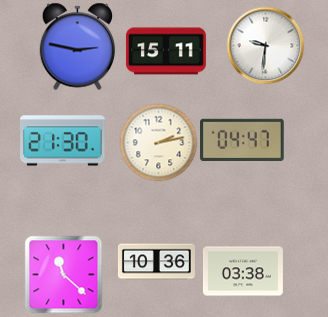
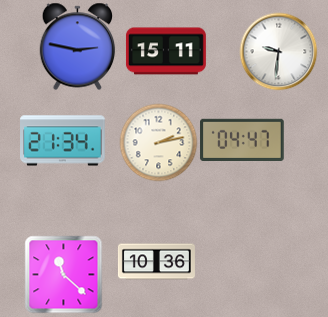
clock at (265, 45) position: (265, 45) -> (278, 51)
clock at (63, 141): 21:30 -> 21:34
clock at (243, 271): 03:38 -> none
